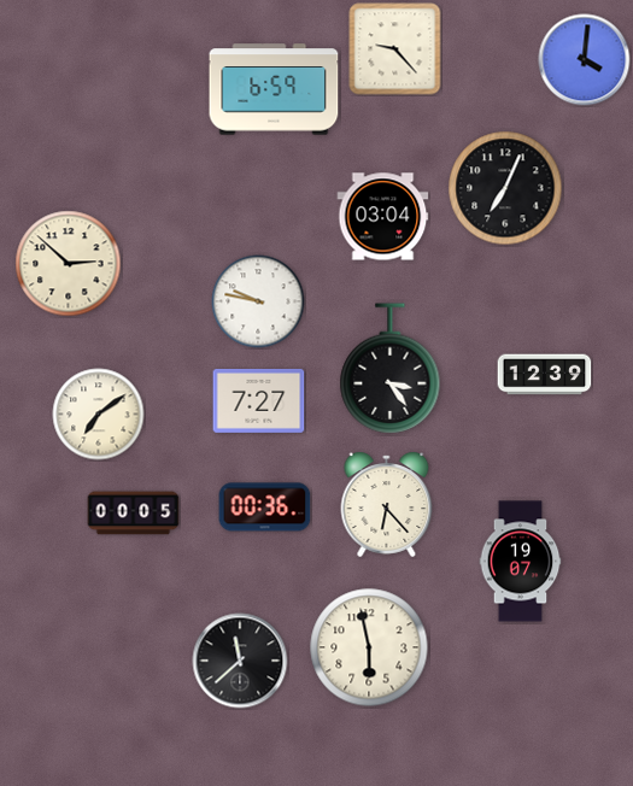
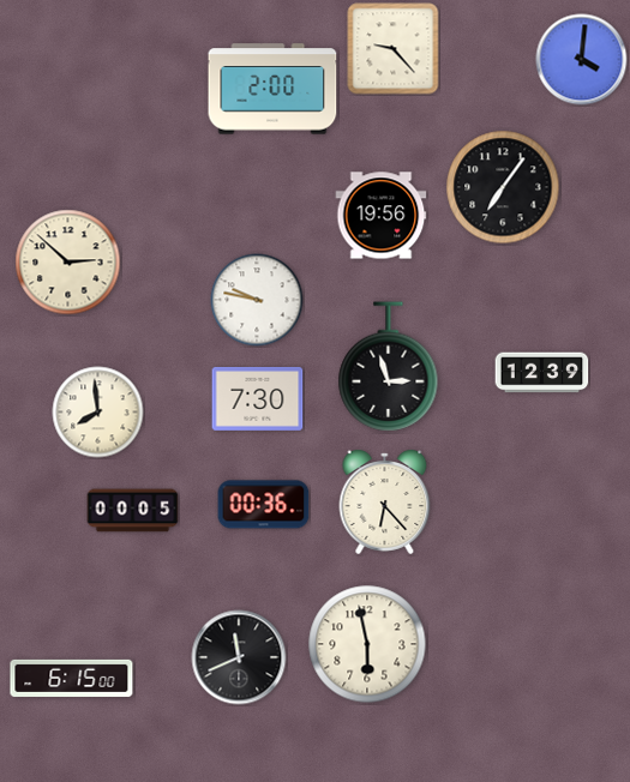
clock at (274, 89): 6:59 -> 2:00
clock at (505, 188): 7:04 -> 7:06
clock at (383, 217): 03:04 -> 19:56
clock at (391, 369): 3:24 -> 2:57
clock at (259, 400): 7:27 -> 7:30
clock at (99, 415): 7:09 -> 7:59
clock at (521, 562): 19:07 -> none
clock at (240, 661): 11:38 -> 11:41
clock at (72, 678): none -> 6:15
